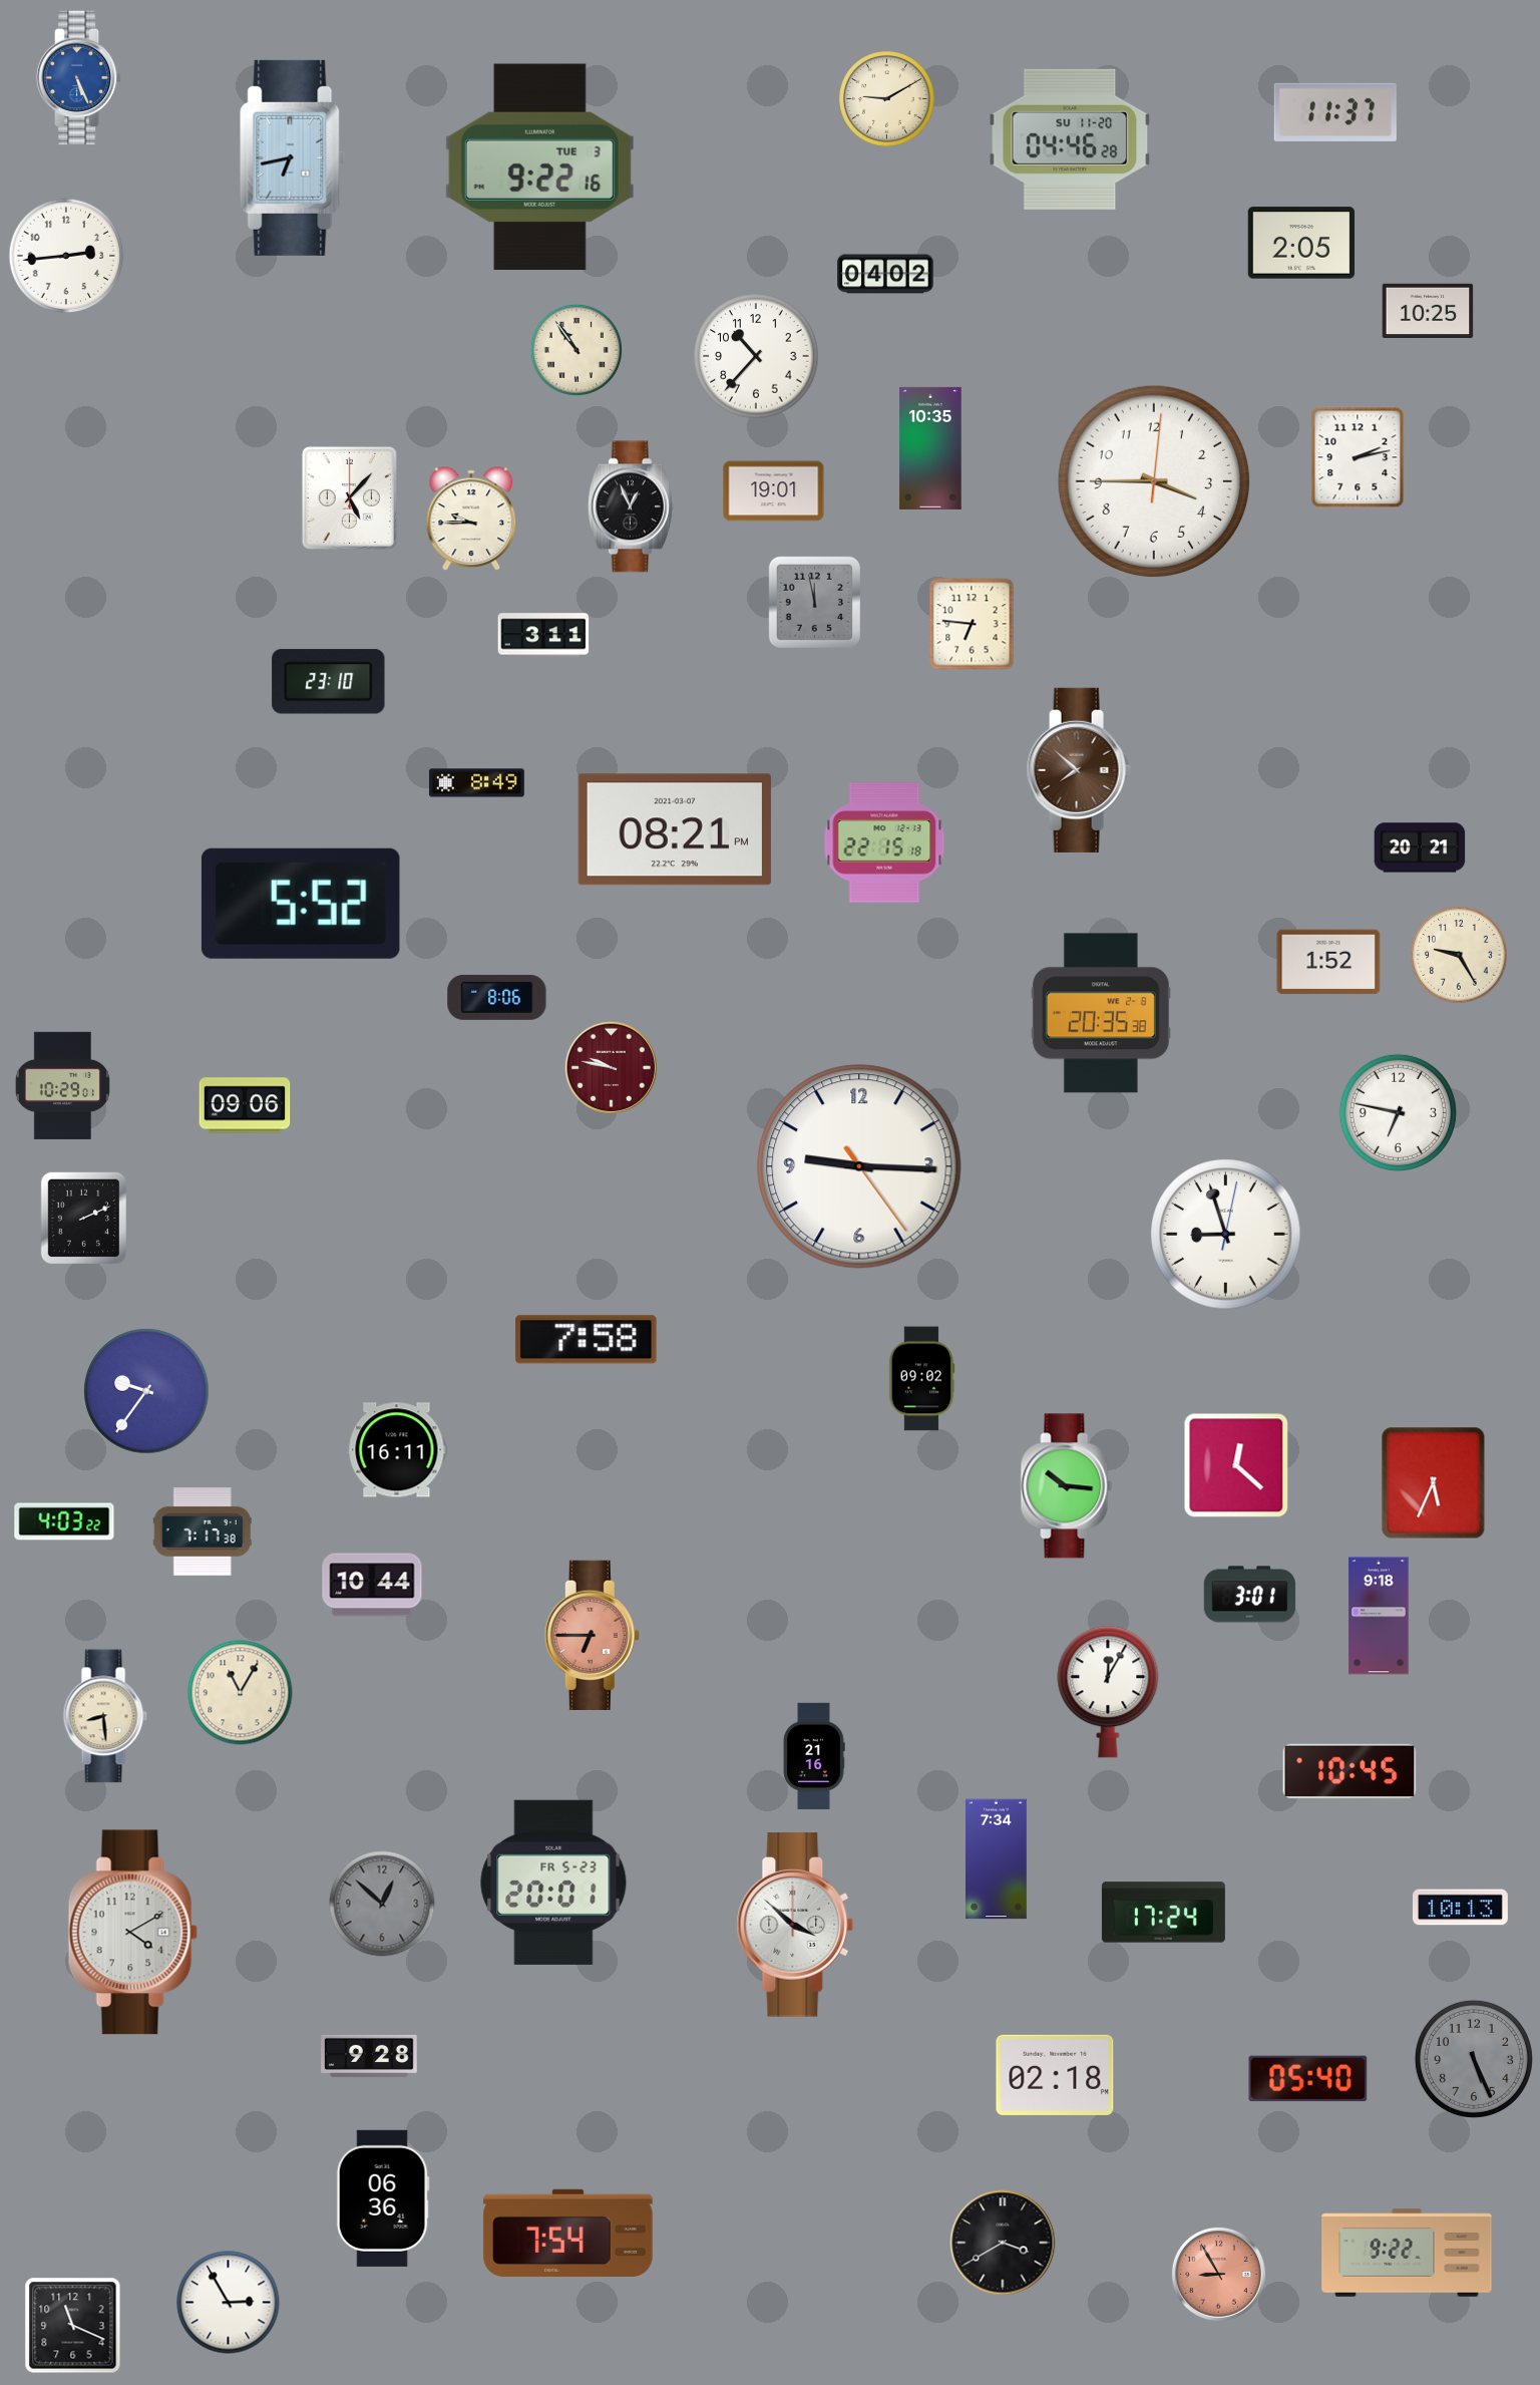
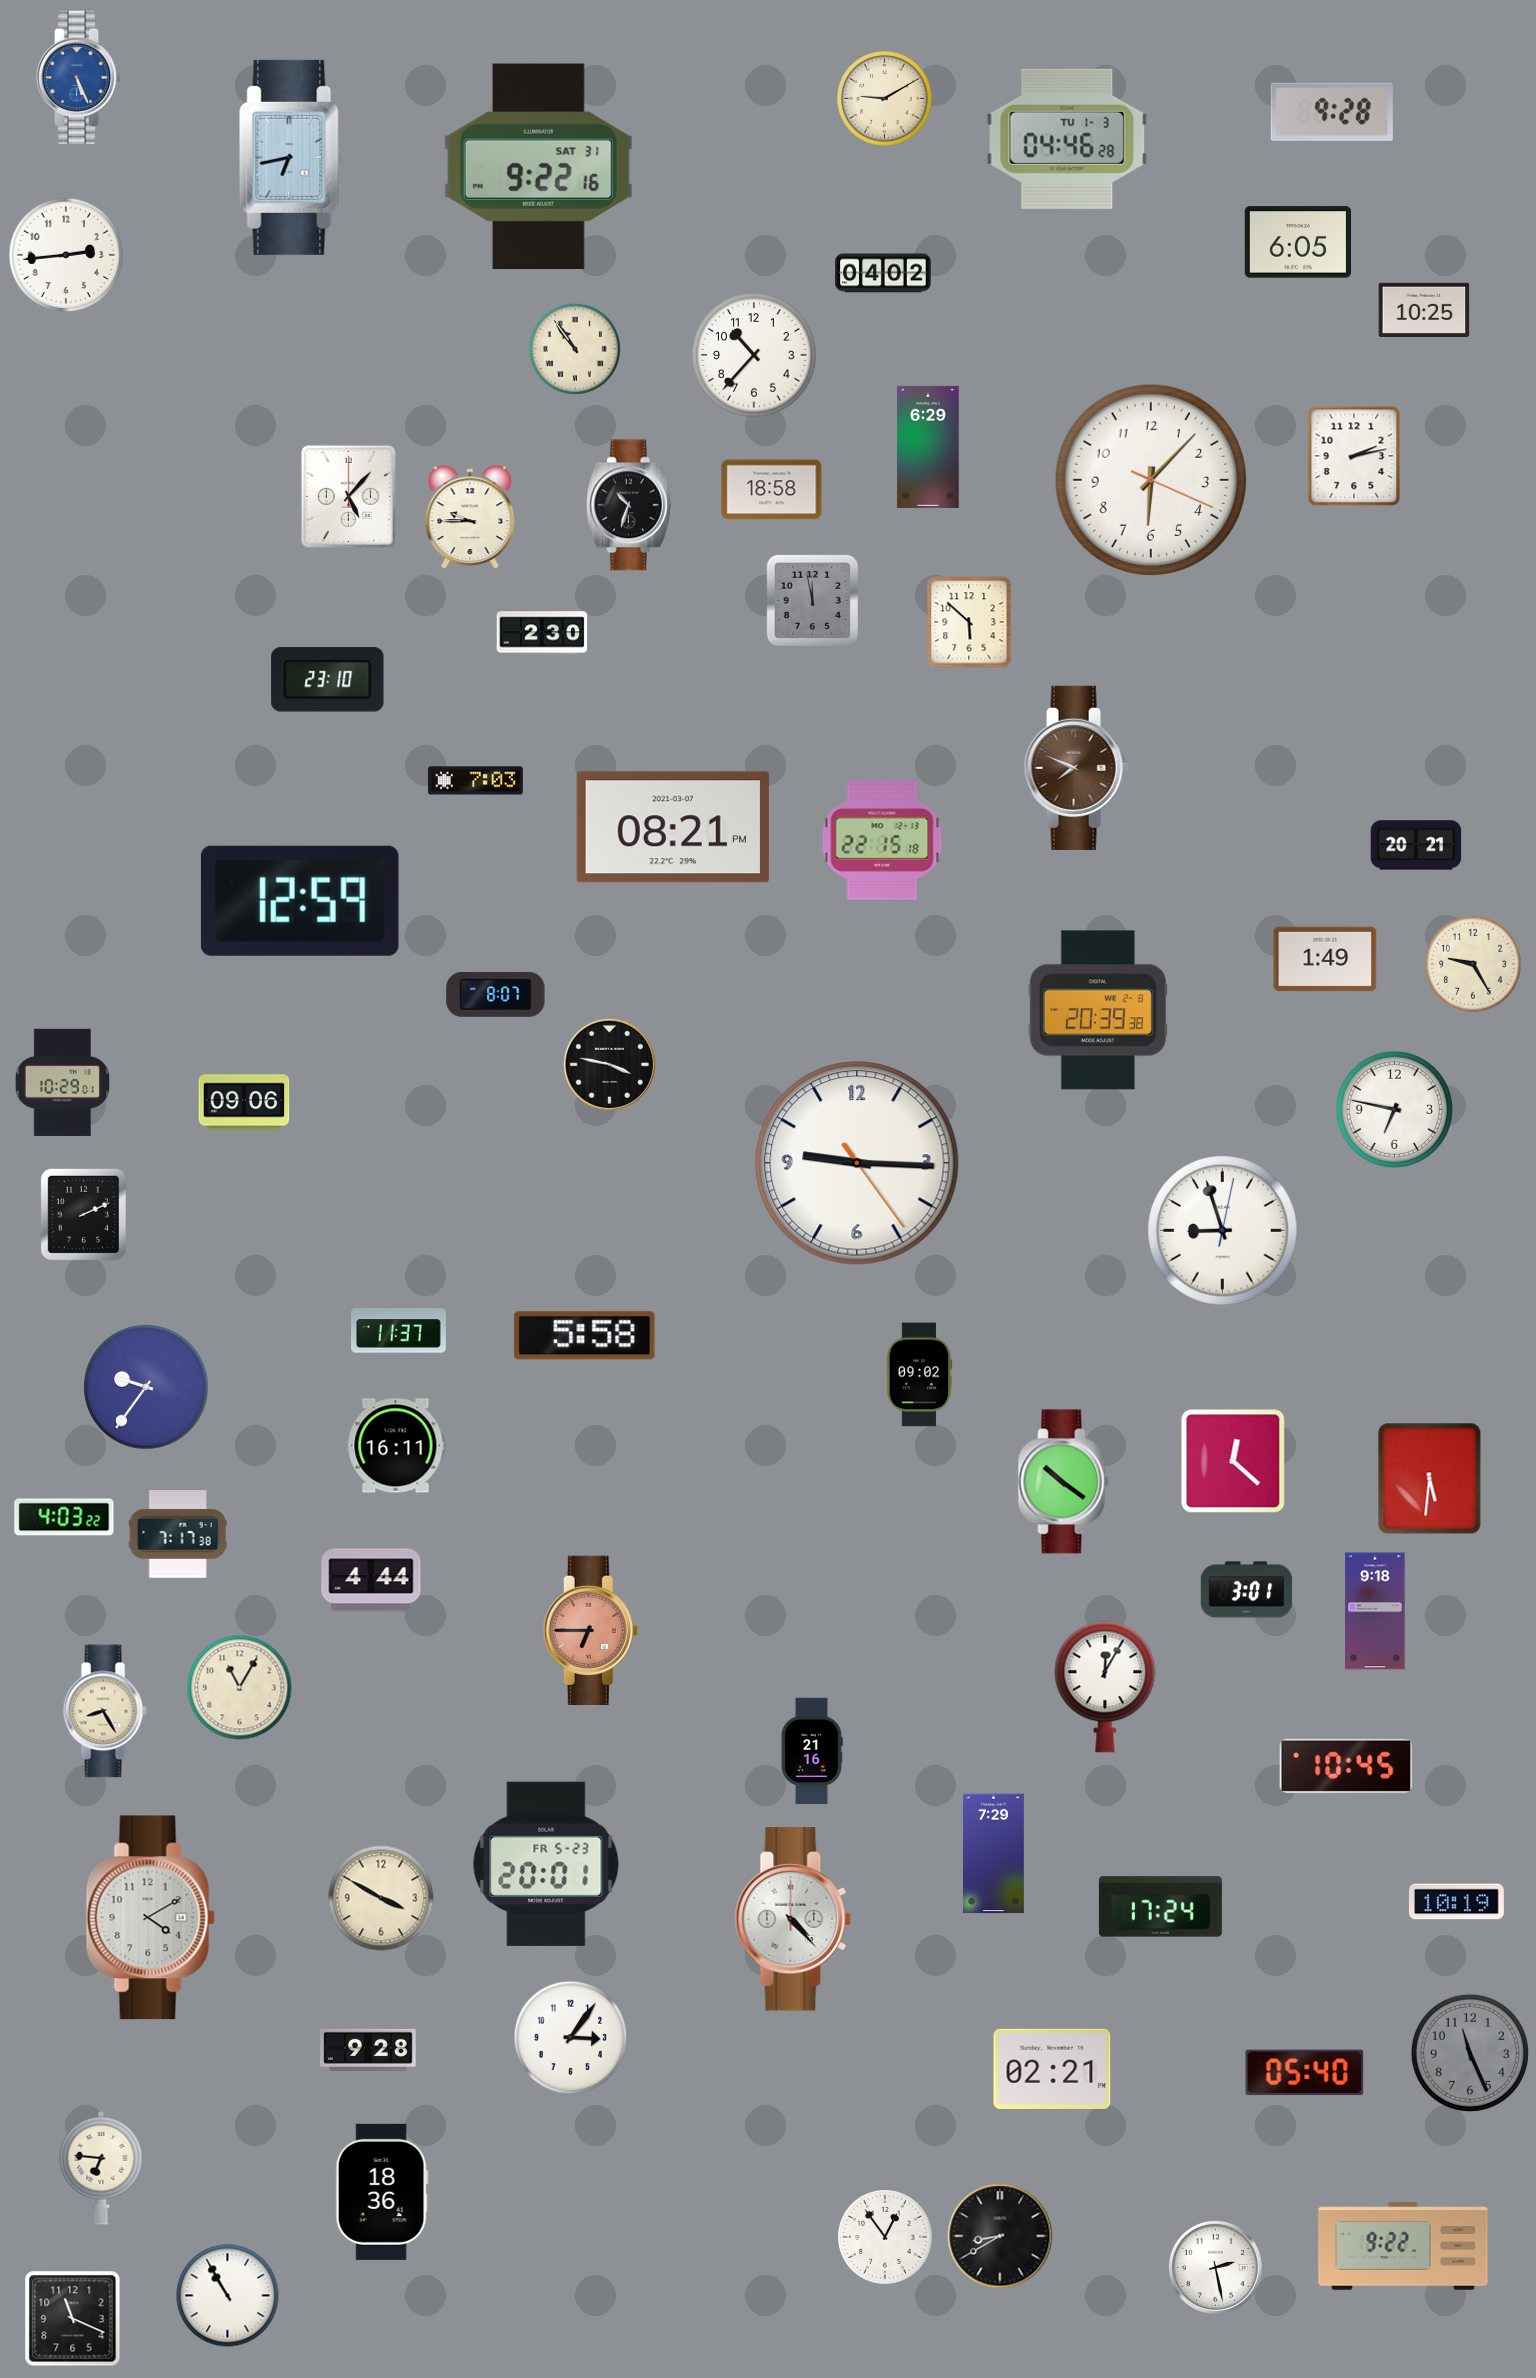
clock at (1335, 112): 11:37 -> 9:28
clock at (1070, 139) date: SU 11-20 -> TU 1-3
clock at (539, 166) date: TUE 3 -> SAT 31
clock at (1300, 243): 2:05 -> 6:05
clock at (930, 448): 10:35 -> 6:29
clock at (1153, 480): 3:45 -> 6:07
clock at (774, 491): 19:01 -> 18:58
clock at (631, 506): 12:56 -> 10:33
clock at (972, 624): 6:46 -> 5:52
clock at (543, 635): 3:11 -> 2:30
clock at (1079, 770): 7:52 -> 7:49
clock at (477, 783): 8:49 -> 7:03
clock at (301, 904): 5:52 -> 12:59
clock at (1459, 955) position: (1459, 955) -> (1473, 964)
clock at (1328, 962): 1:52 -> 1:49
clock at (497, 997): 8:06 -> 8:07
clock at (1101, 1013): 20:35 -> 20:39
clock at (611, 1067): 9:47 -> 3:47
clock at (611, 1067) dial: burgundy -> black
clock at (399, 1331): none -> 11:37
clock at (587, 1340): 7:58 -> 5:58
clock at (1434, 1483): 5:34 -> 5:31
clock at (1067, 1486): 10:16 -> 10:21
clock at (203, 1531) position: (203, 1531) -> (178, 1534)
clock at (372, 1585): 10:44 -> 4:44
clock at (105, 1716): 8:29 -> 8:25
clock at (997, 1859): 7:34 -> 7:29
clock at (553, 1883) position: (553, 1883) -> (546, 1864)
clock at (382, 1904): 12:52 -> 3:50
clock at (382, 1904) dial: grey -> cream
clock at (1460, 1908): 10:13 -> 10:19
clock at (795, 1925): 3:52 -> 4:23
clock at (132, 1933) position: (132, 1933) -> (150, 1918)
clock at (571, 2038): none -> 3:06
clock at (1474, 2059): 5:26 -> 11:26
clock at (1055, 2075): 02:18 -> 02:21
clock at (101, 2168): none -> 6:46
clock at (383, 2198): 06:36 -> 18:36
clock at (568, 2233): 7:54 -> none
clock at (1003, 2243): 3:40 -> 8:40
clock at (886, 2238): none -> 12:54
clock at (1218, 2274): 8:55 -> 2:28
clock at (1218, 2274) dial: salmon -> white
clock at (229, 2303): 2:55 -> 10:55
